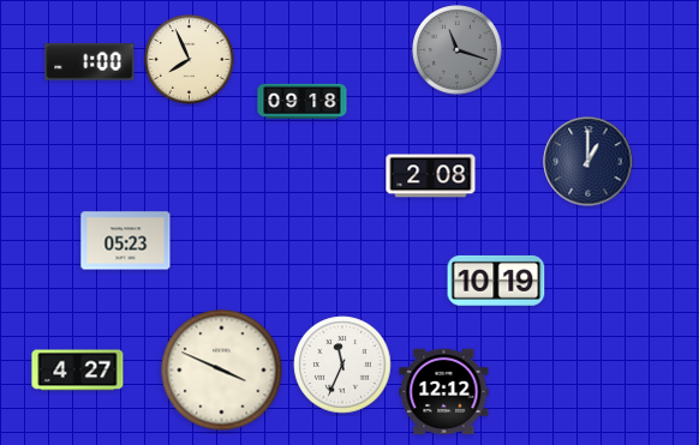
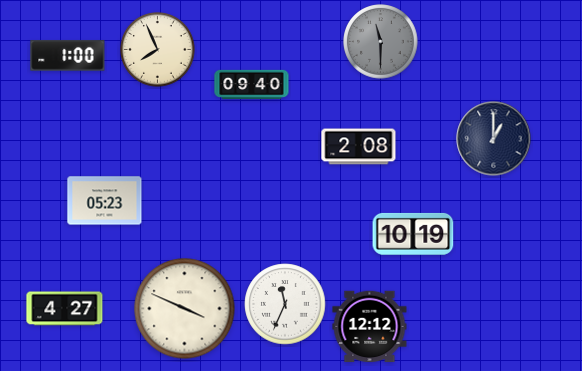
clock at (458, 50): 11:18 -> 11:30
clock at (90, 62) position: (90, 62) -> (68, 56)
clock at (303, 102): 09:18 -> 09:40
clock at (589, 162) position: (589, 162) -> (494, 139)
